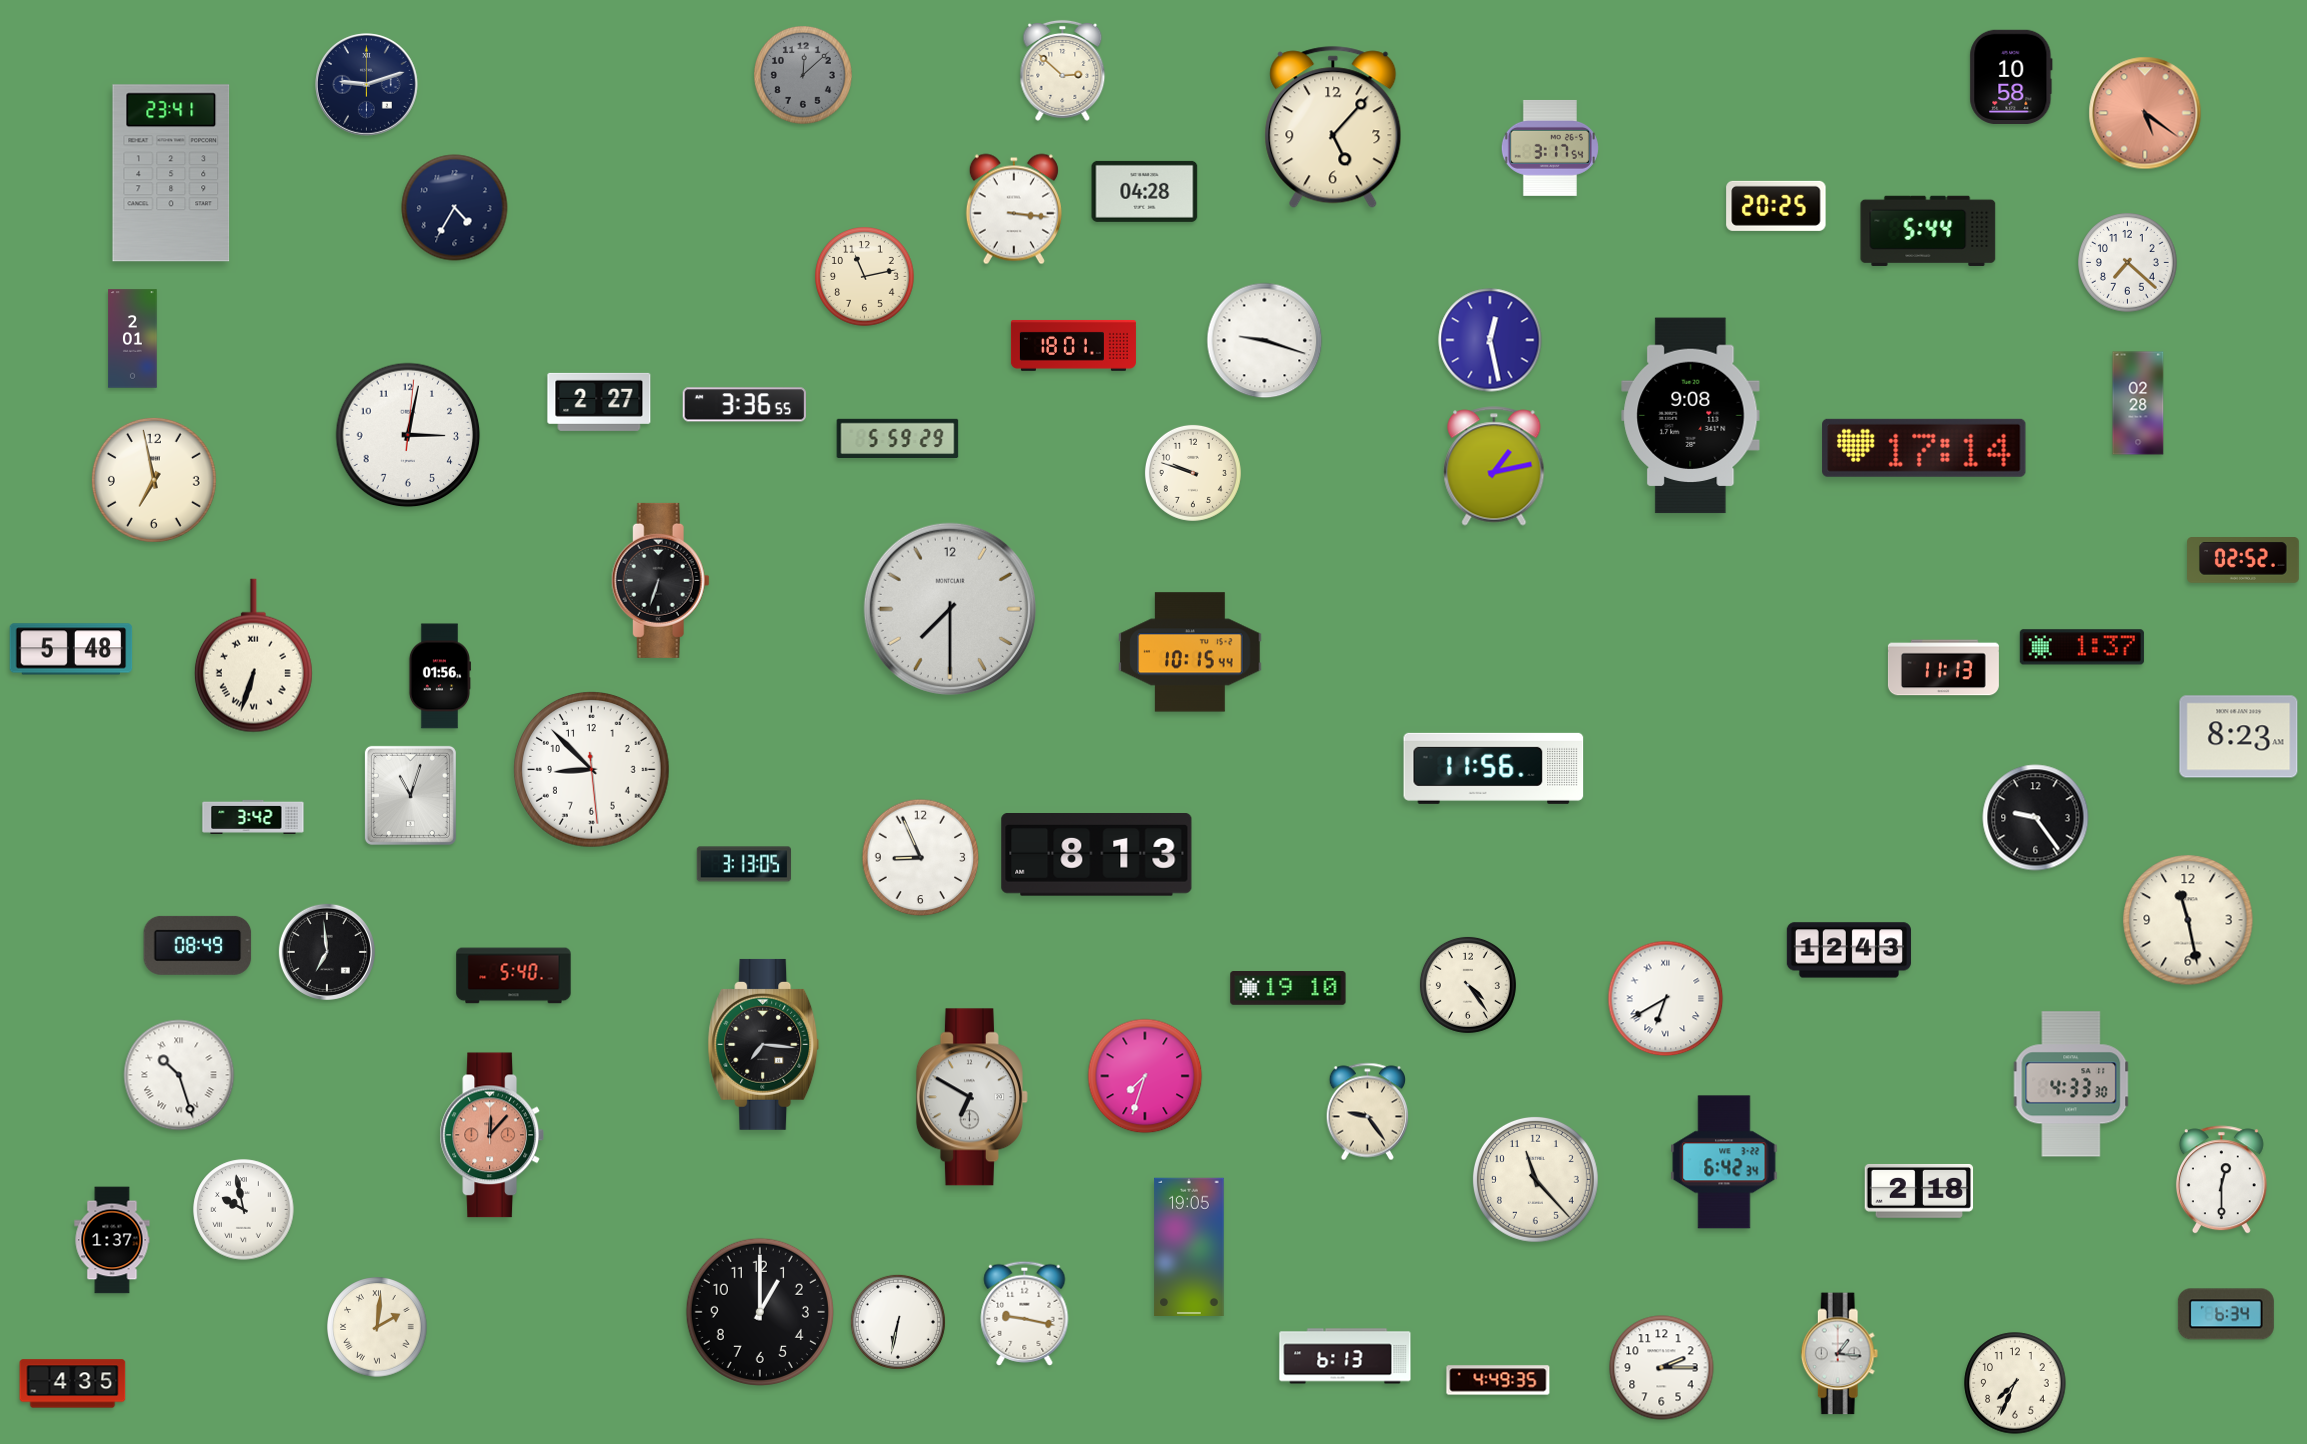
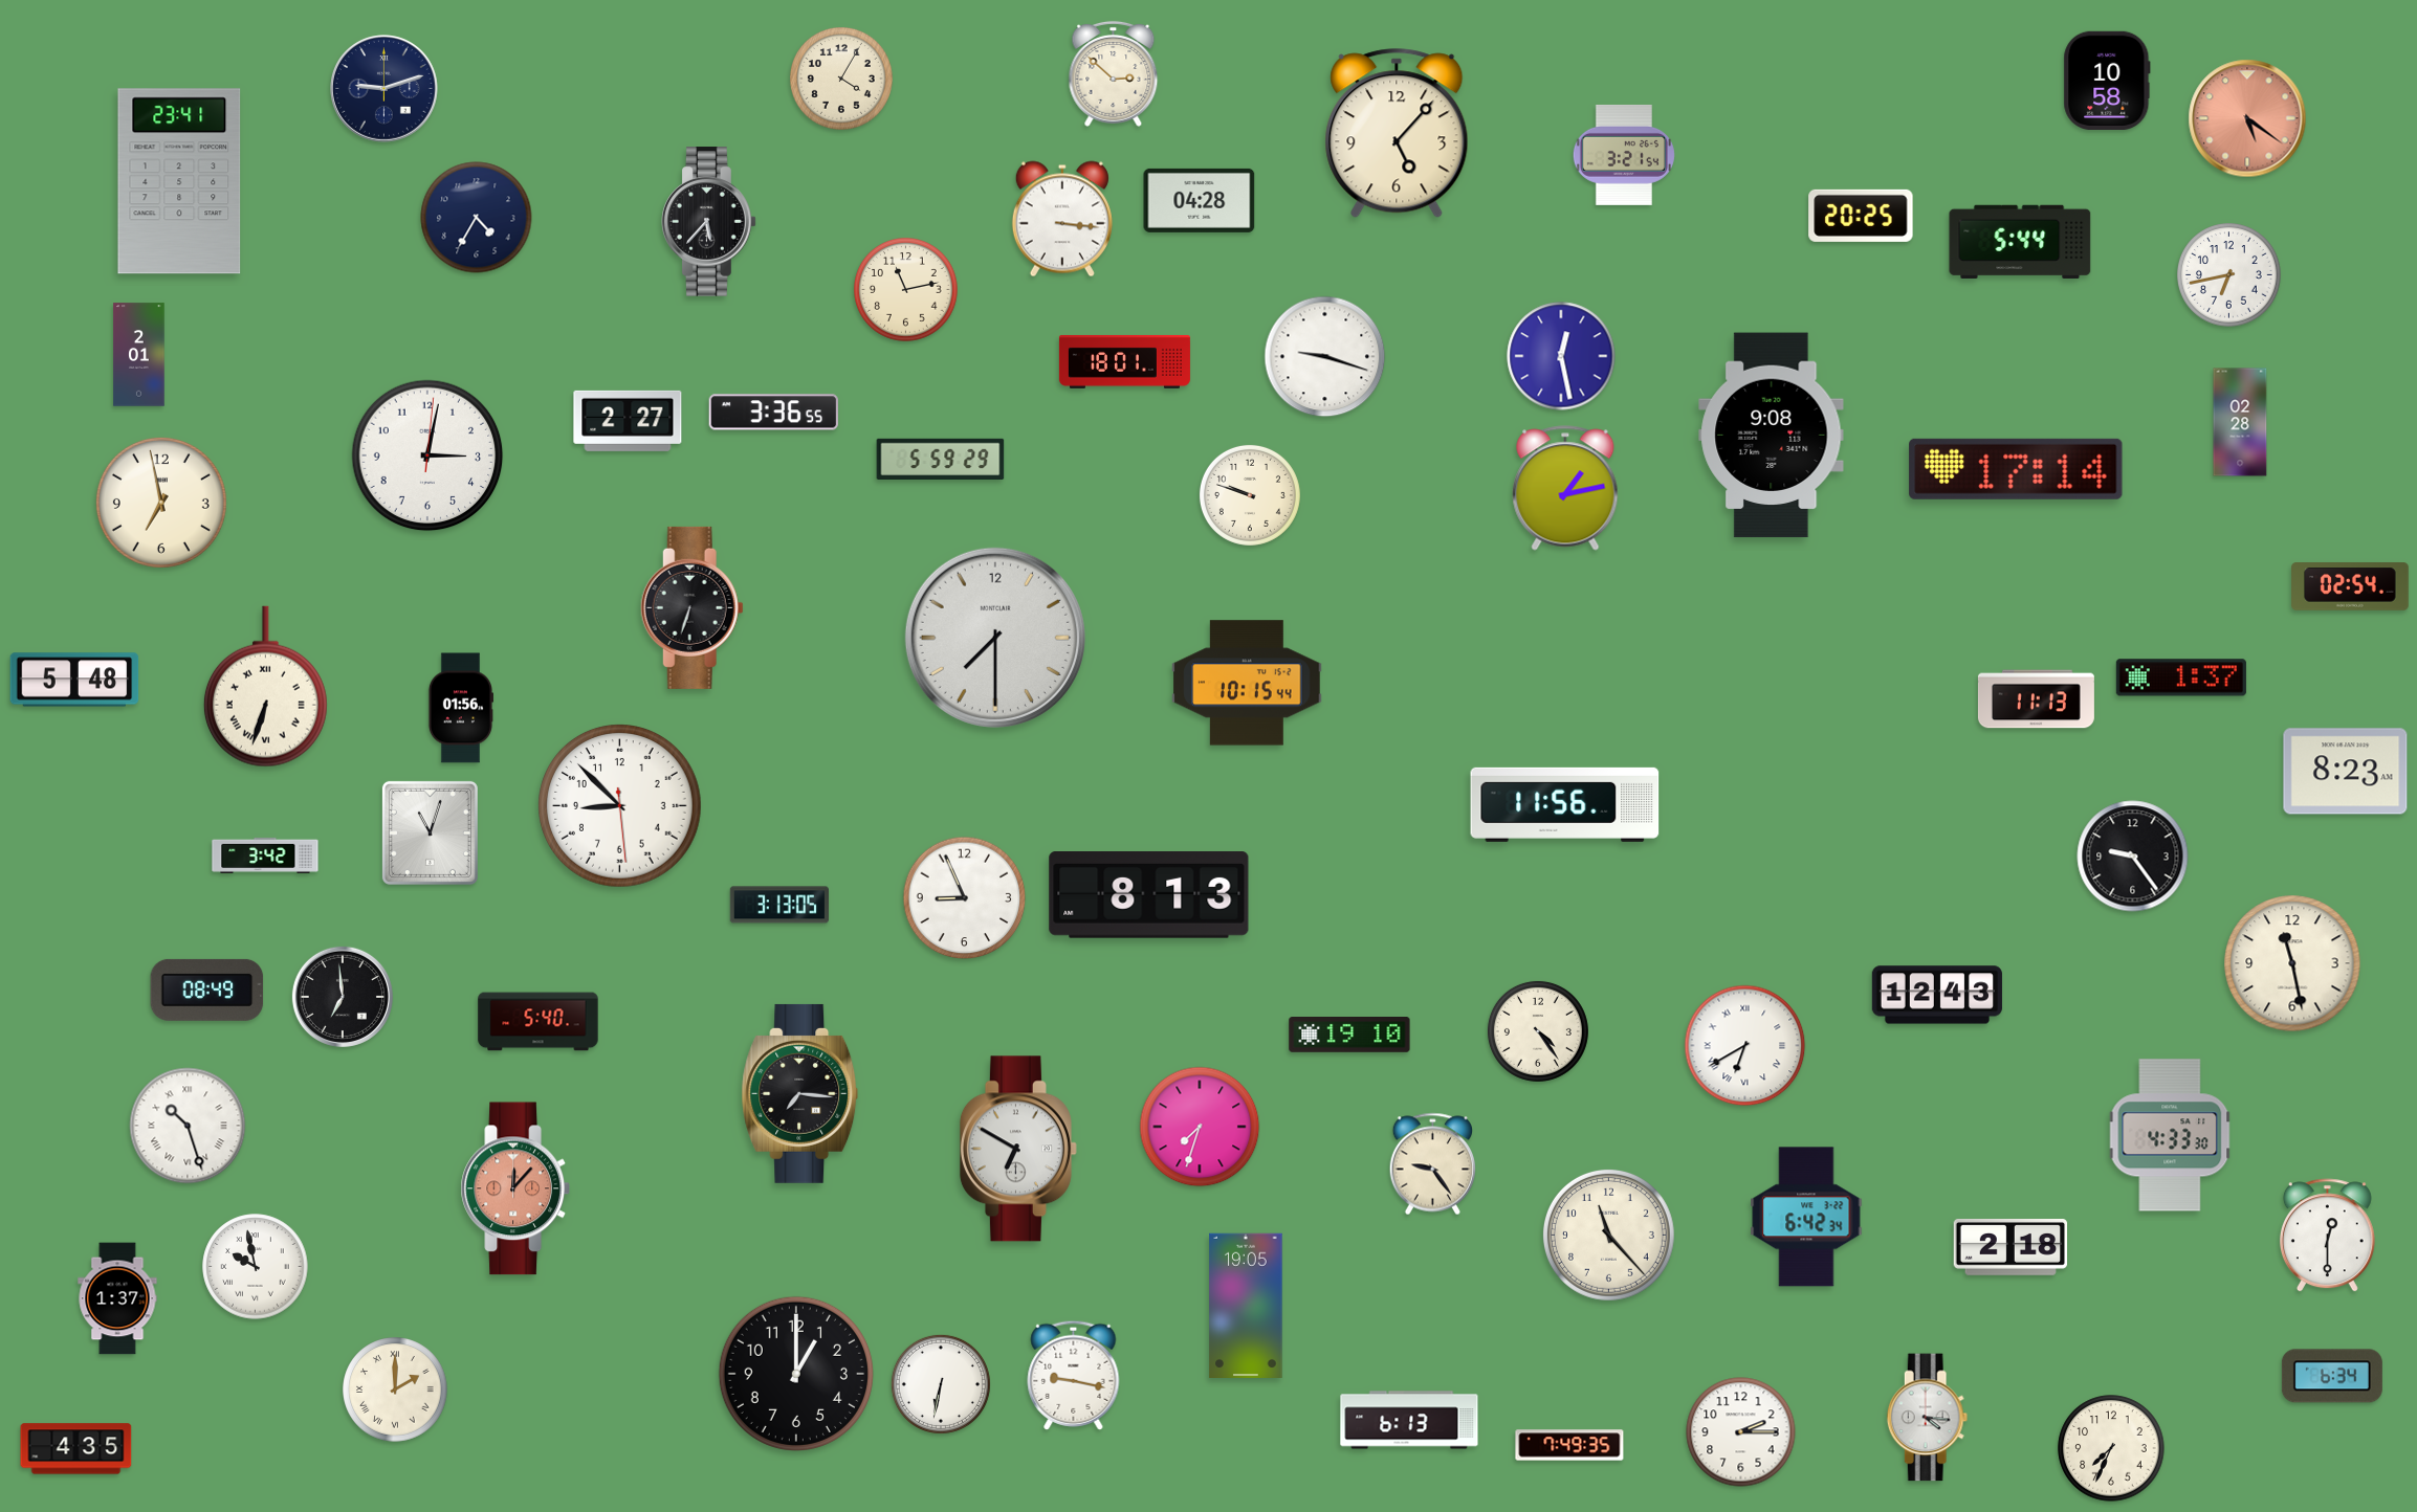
clock at (804, 76): 12:08 -> 4:05
clock at (804, 76) dial: grey -> cream
clock at (1550, 148): 3:17 -> 3:21
clock at (709, 222): none -> 5:37
clock at (2128, 263): 7:22 -> 6:43
clock at (744, 405) position: (744, 405) -> (773, 413)
clock at (2244, 561): 02:52 -> 02:54
clock at (377, 1327): 2:01 -> 2:00
clock at (1840, 1354): 1:16 -> 4:16
clock at (1498, 1380): 4:49 -> 7:49
